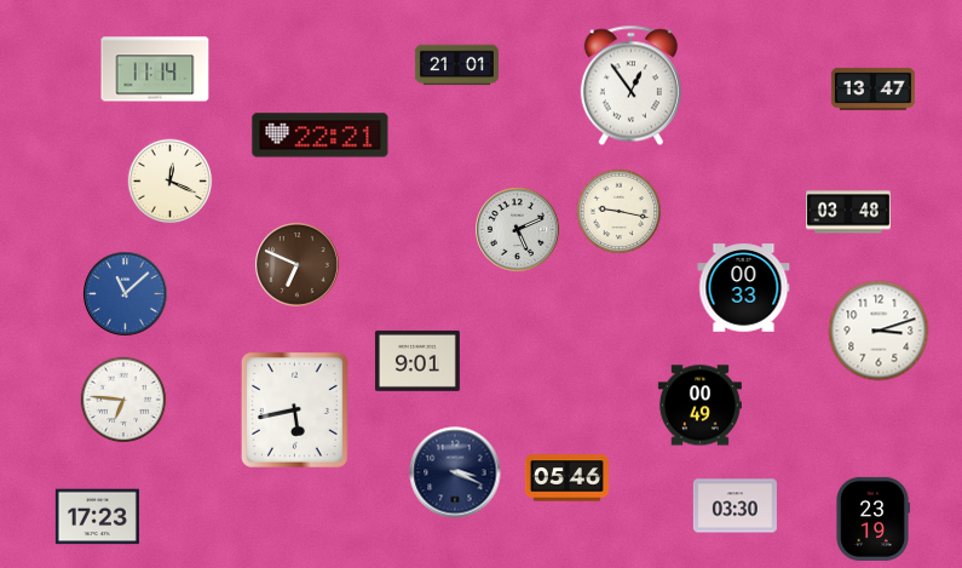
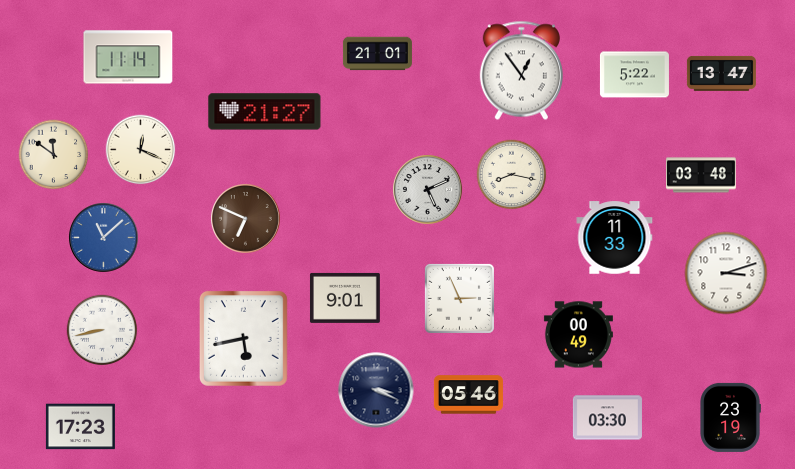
clock at (634, 75): none -> 5:22
clock at (321, 136): 22:21 -> 21:27
clock at (54, 155): none -> 11:51
clock at (620, 212): 9:17 -> 8:17
clock at (744, 288): 00:33 -> 11:33
clock at (126, 294) position: (126, 294) -> (104, 238)
clock at (459, 298): none -> 2:56
clock at (123, 400): 6:46 -> 8:43
clock at (872, 518) position: (872, 518) -> (730, 417)
